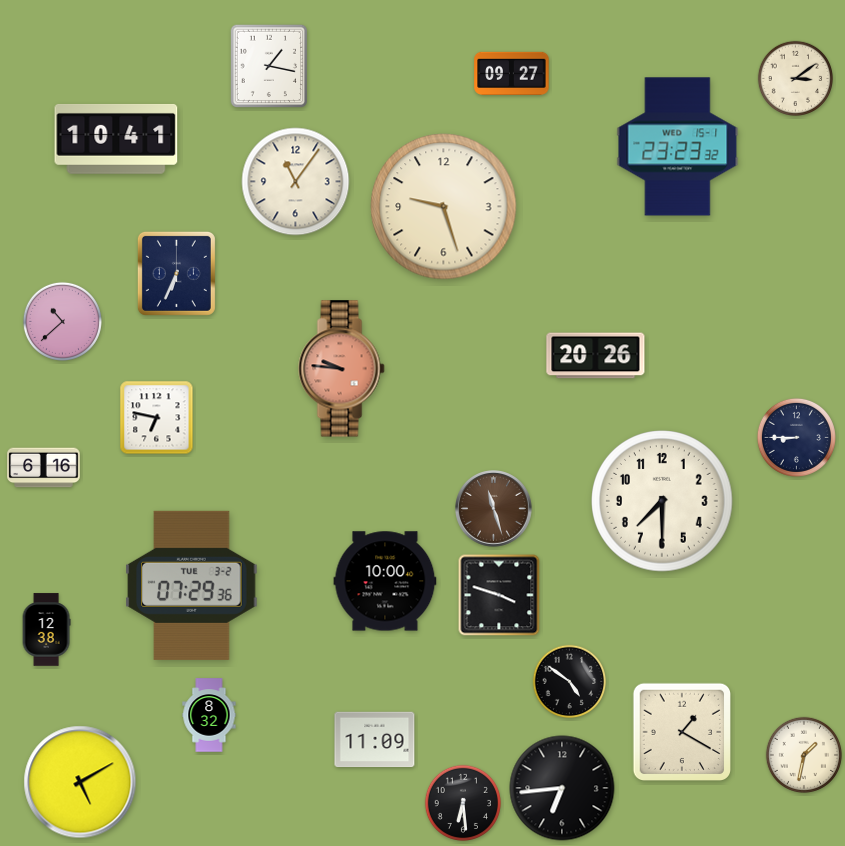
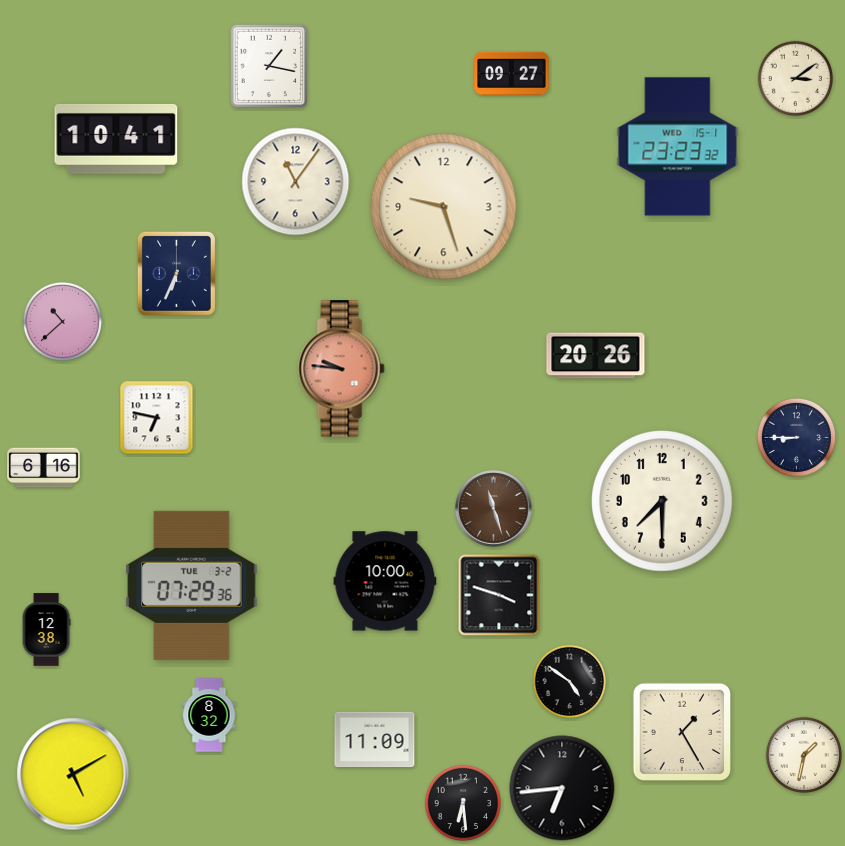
clock at (681, 731): 1:20 -> 1:25
clock at (80, 782) position: (80, 782) -> (73, 774)
